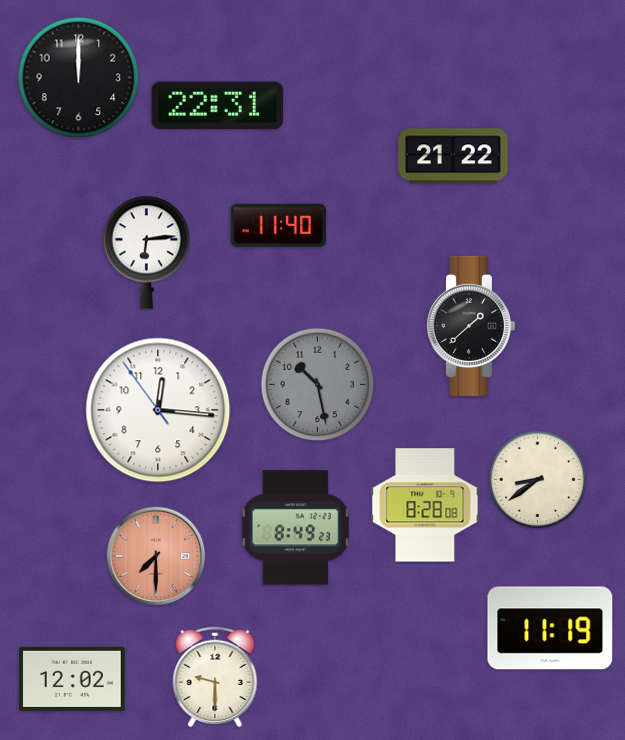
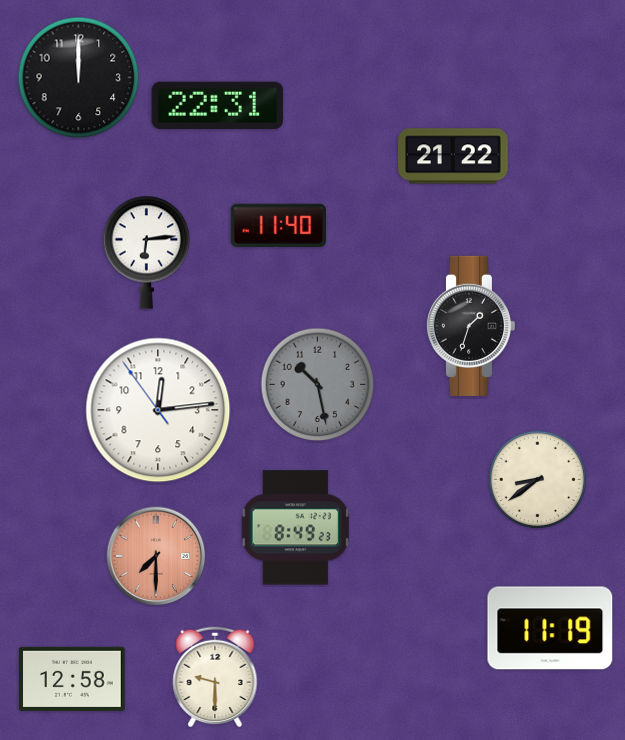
clock at (470, 326): 1:38 -> 1:33
clock at (158, 410): 12:15 -> 12:13
clock at (425, 505): 8:28 -> none
clock at (73, 679): 12:02 -> 12:58
